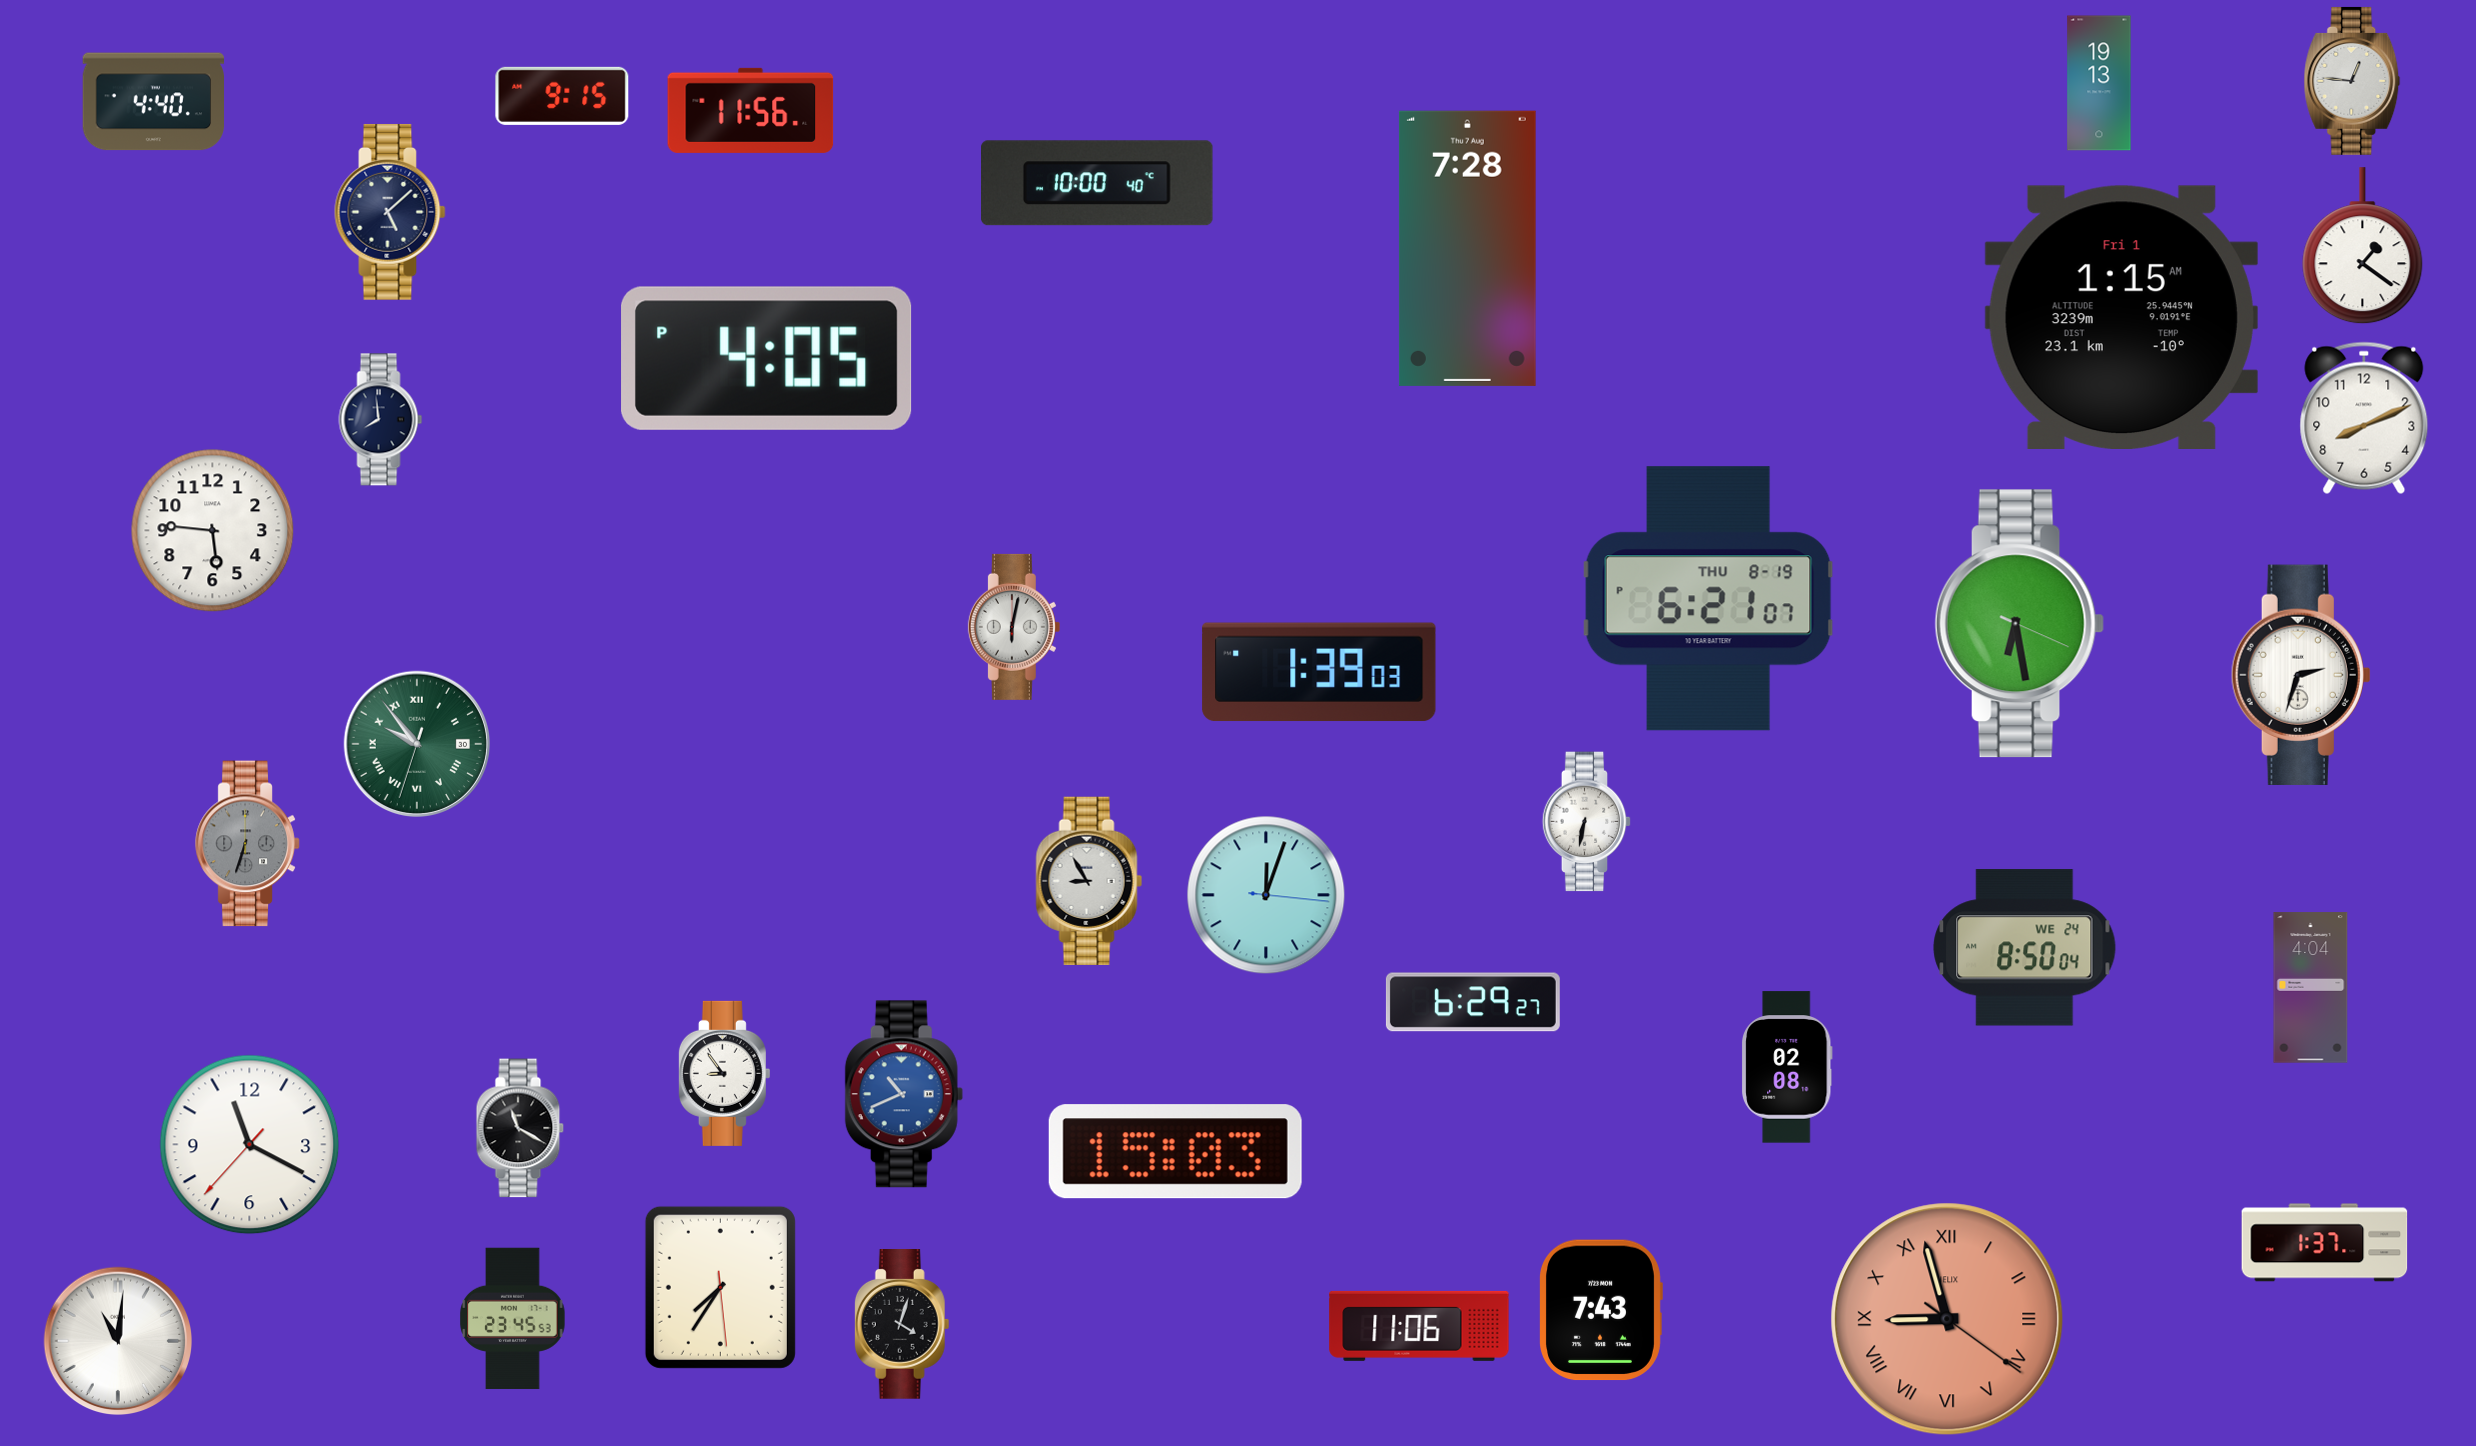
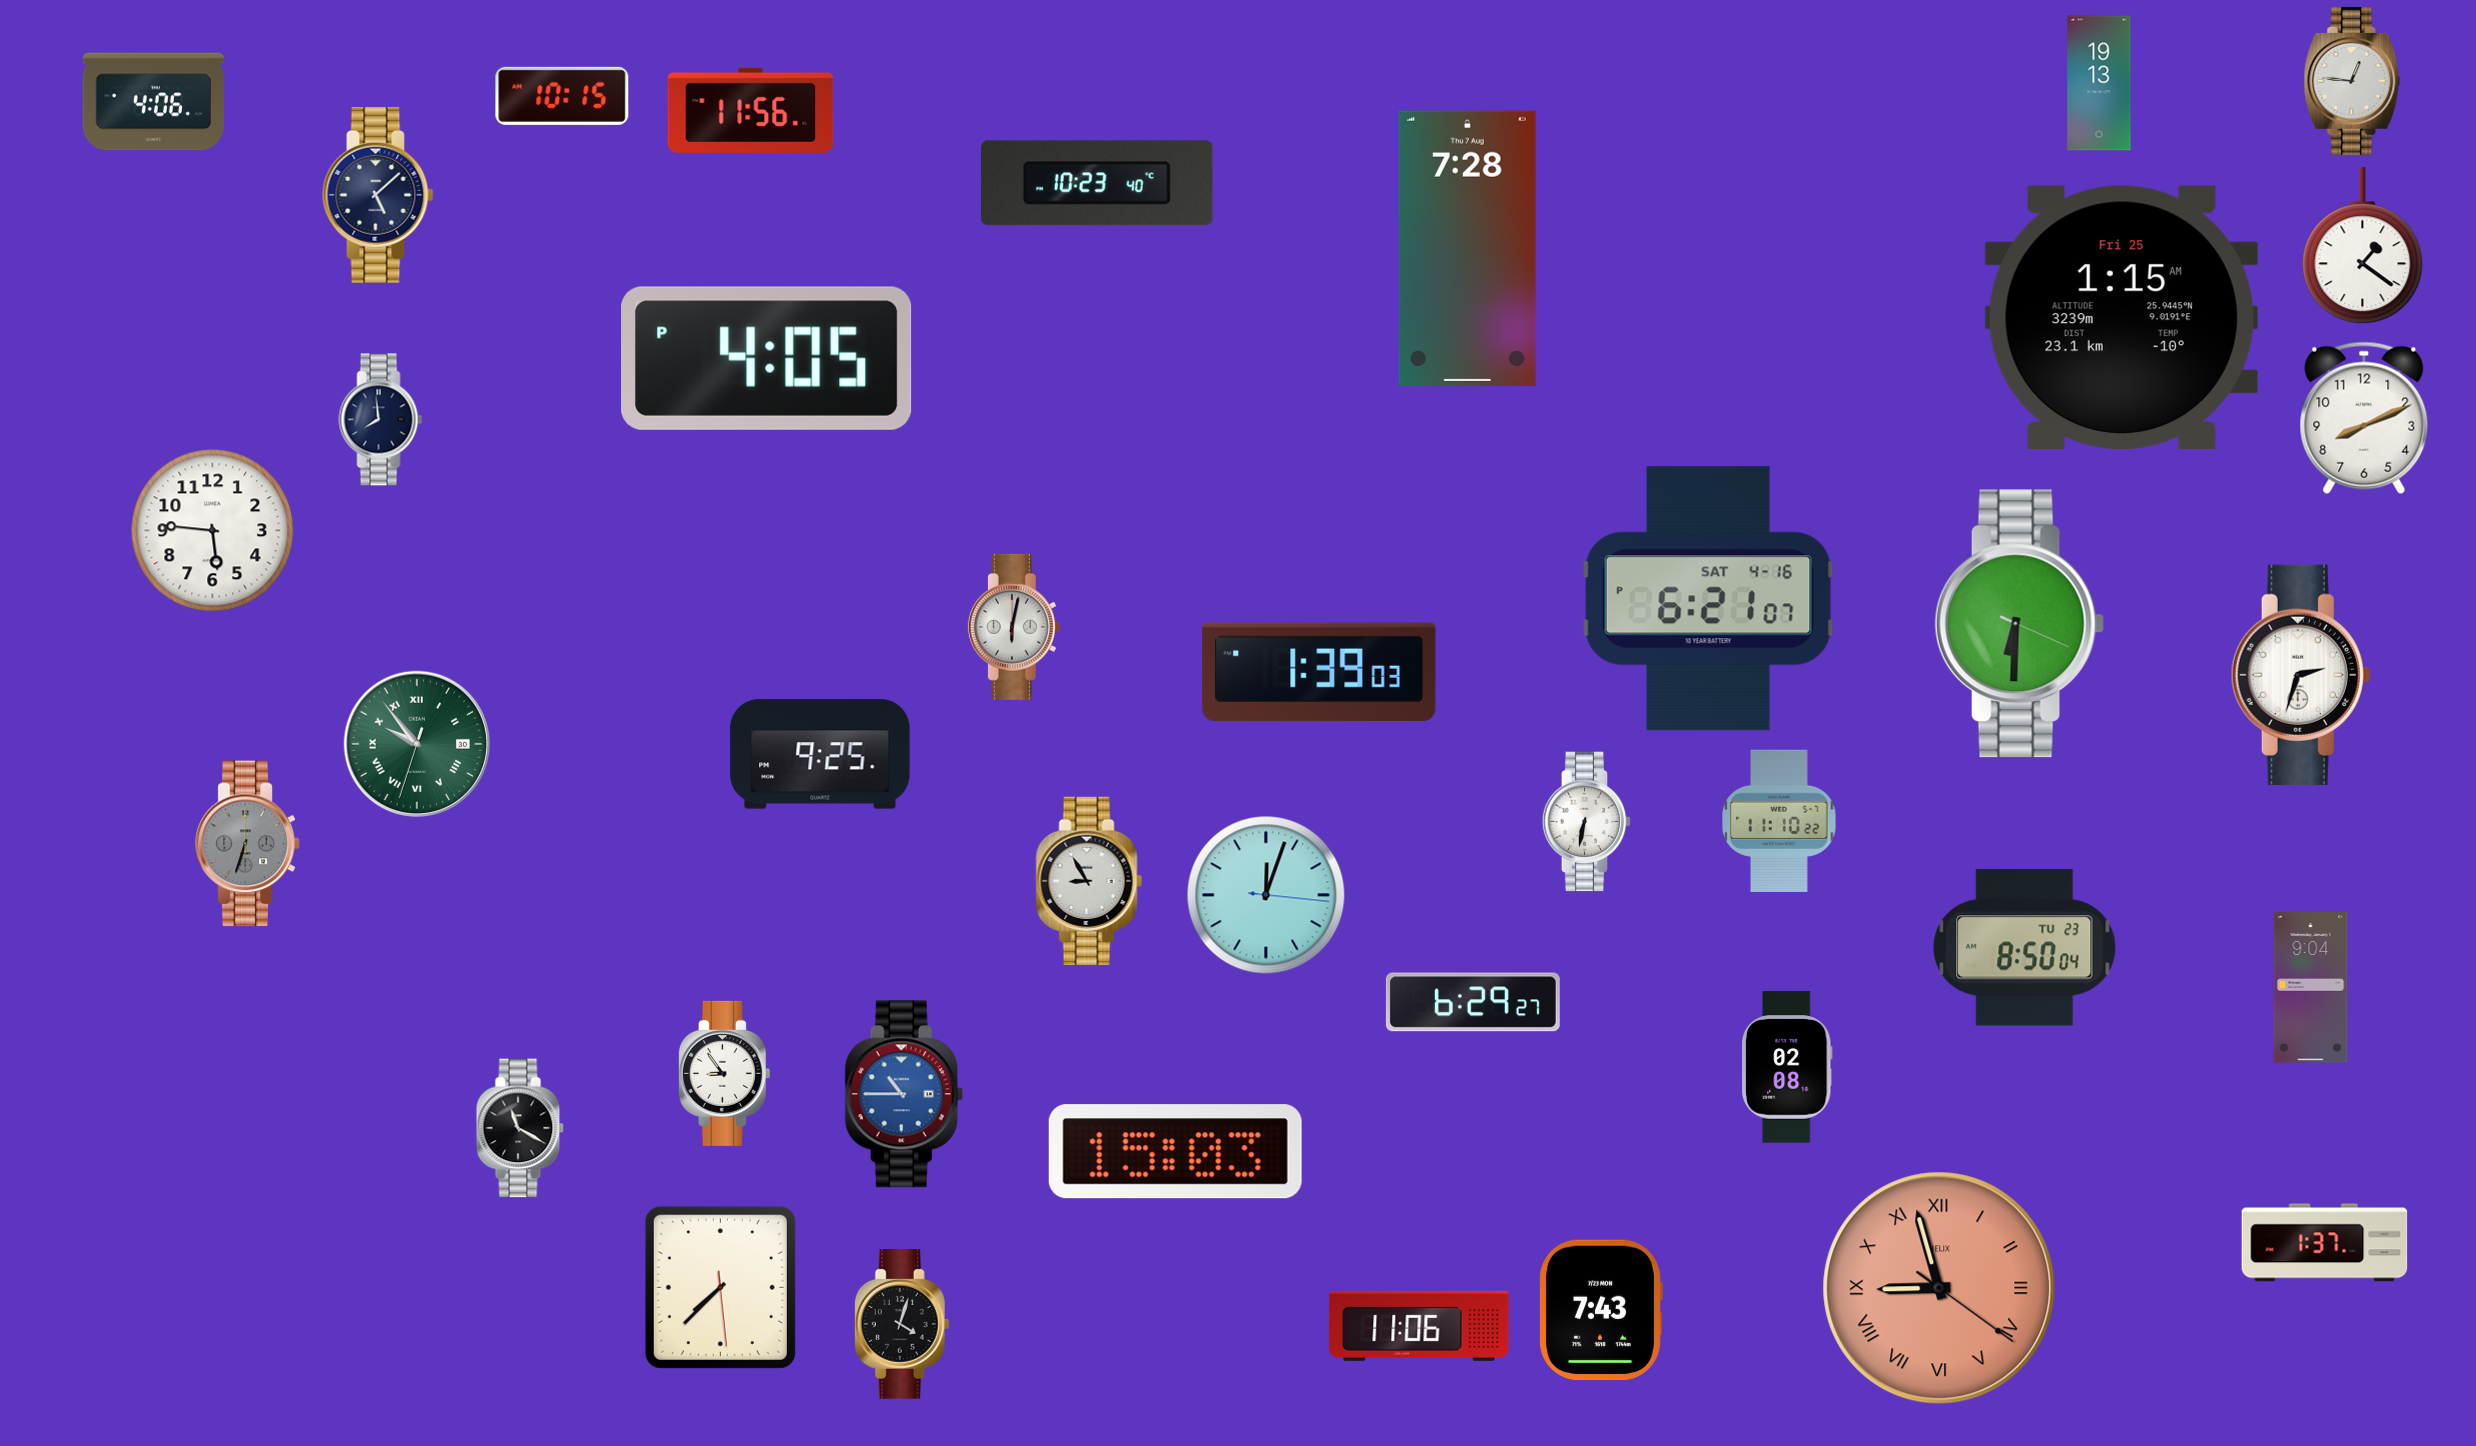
clock at (562, 96): 9:15 -> 10:15
clock at (154, 102): 4:40 -> 4:06
clock at (1098, 183): 10:00 -> 10:23
clock at (390, 212) position: (390, 212) -> (378, 195)
clock at (2121, 317) date: Fri 1 -> Fri 25
clock at (1708, 599) date: THU 8-19 -> SAT 4-16
clock at (2019, 624): 6:28 -> 6:30
clock at (820, 754): none -> 9:25
clock at (1779, 820): none -> 11:10
clock at (2025, 948) date: WE 24 -> TU 23
clock at (2311, 988): 4:04 -> 9:04
clock at (904, 1094): 10:41 -> 10:45
clock at (250, 1145): 11:19 -> none
clock at (720, 1287): 7:35 -> 7:37
clock at (513, 1319): 23:45 -> none
clock at (1947, 1319) position: (1947, 1319) -> (1939, 1288)
clock at (118, 1341): 11:01 -> none
